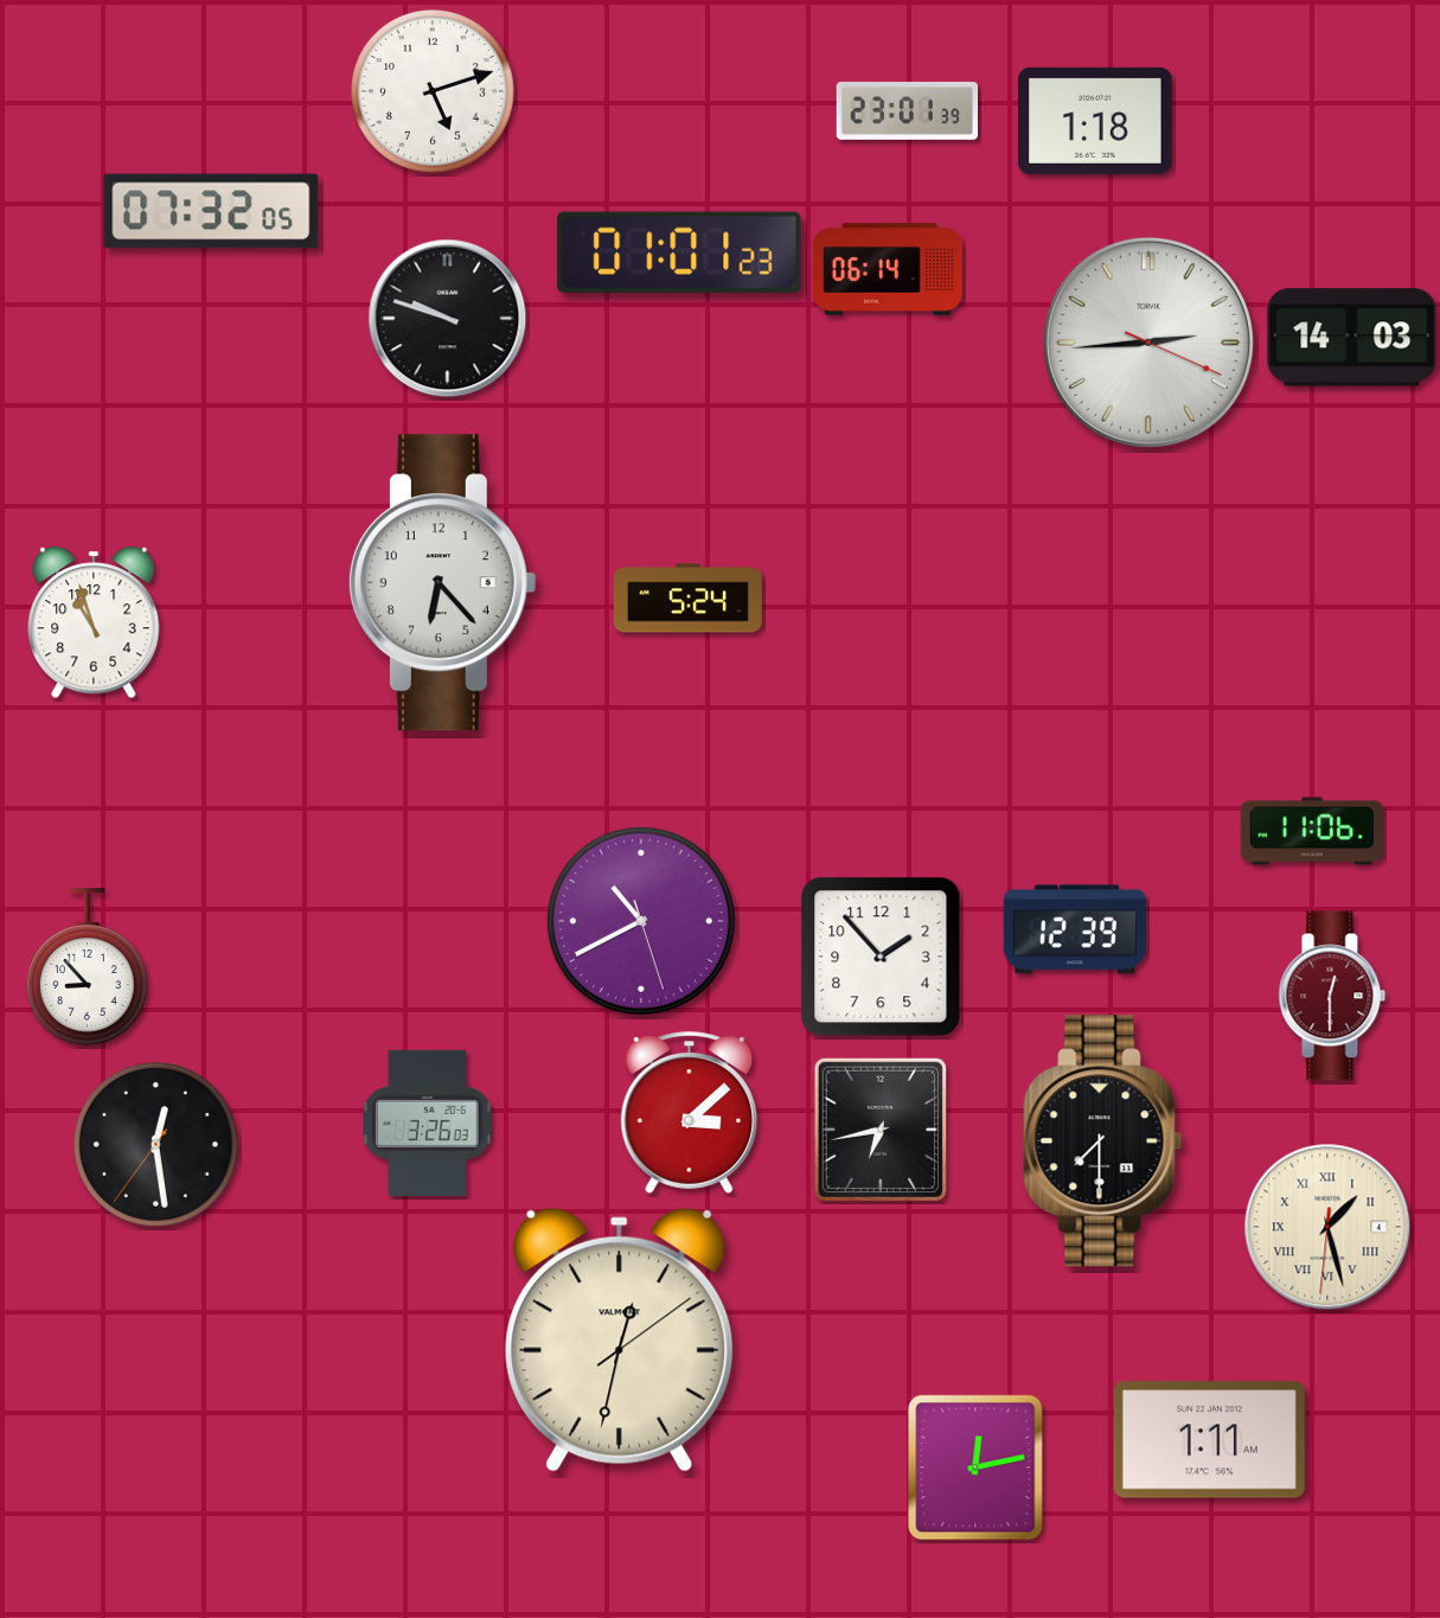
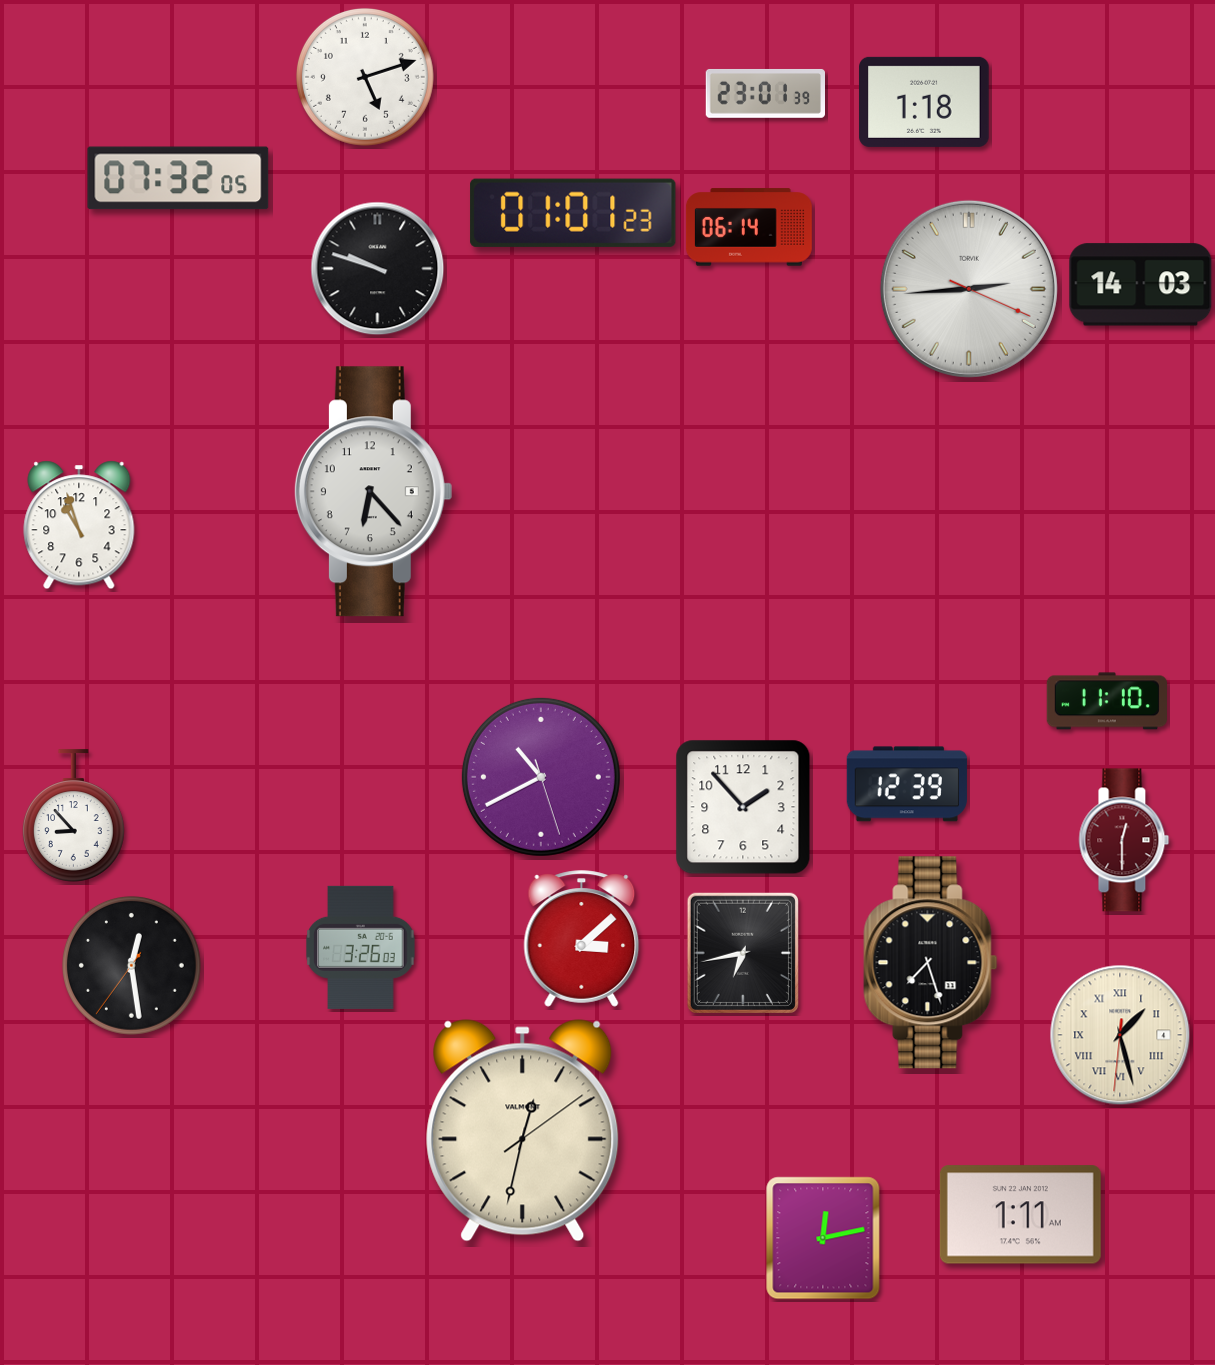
clock at (687, 599): 5:24 -> none
clock at (1312, 831): 11:06 -> 11:10
clock at (1103, 1141): 7:30 -> 7:27
